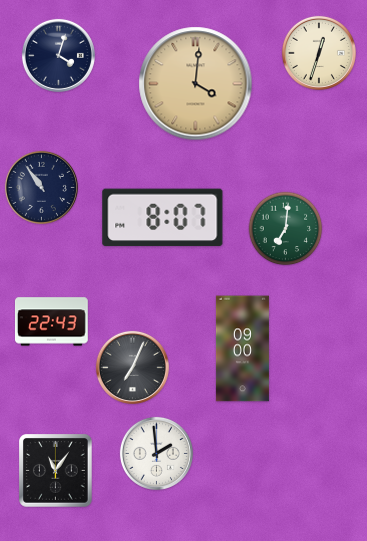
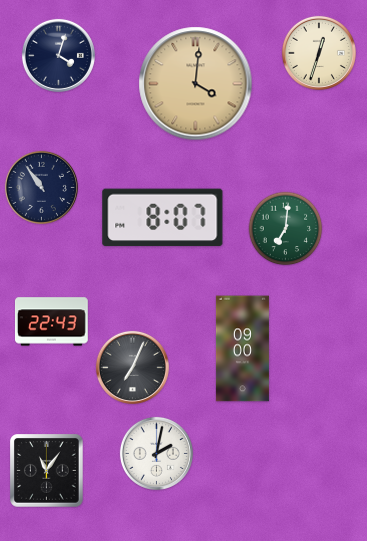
clock at (156, 453): 1:59 -> 2:02
clock at (56, 471) position: (56, 471) -> (47, 471)
